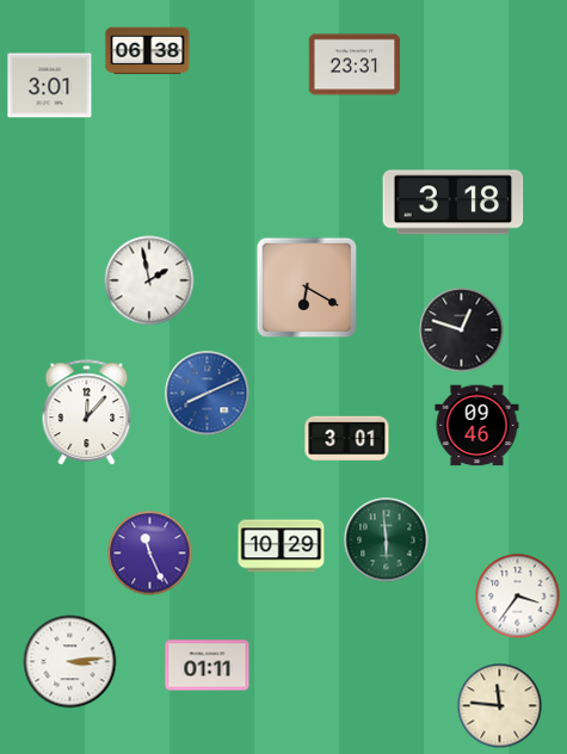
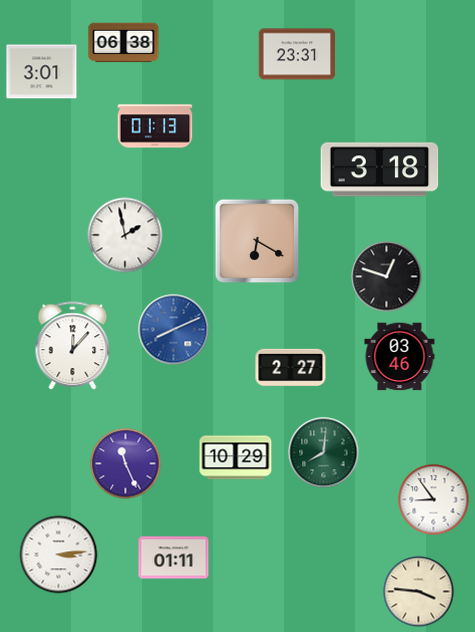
clock at (155, 126): none -> 01:13
clock at (477, 426): 09:46 -> 03:46
clock at (347, 439): 3:01 -> 2:27
clock at (387, 540): 5:59 -> 8:01
clock at (518, 597): 3:36 -> 8:54
clock at (500, 706): 11:46 -> 3:46
